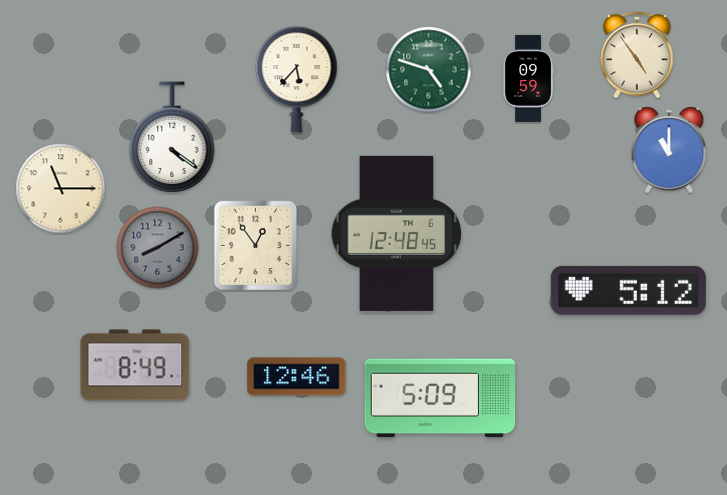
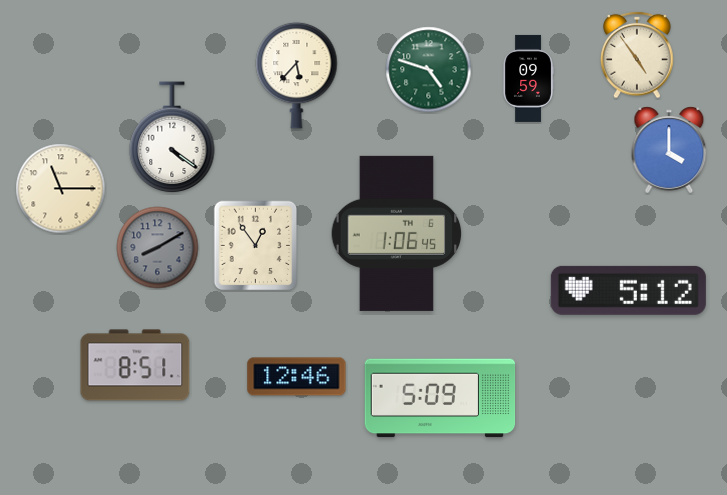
clock at (297, 79) position: (297, 79) -> (297, 75)
clock at (669, 150): 11:00 -> 4:00
clock at (397, 233): 12:48 -> 1:06
clock at (135, 365): 8:49 -> 8:51
